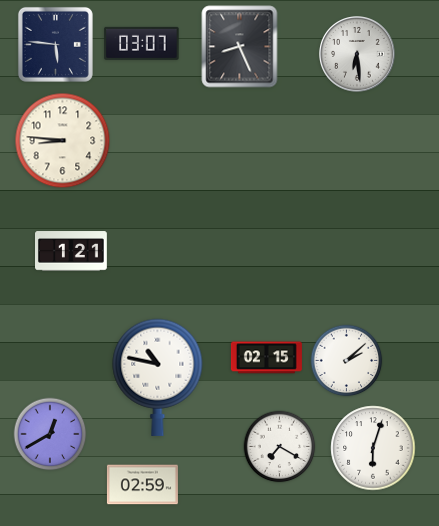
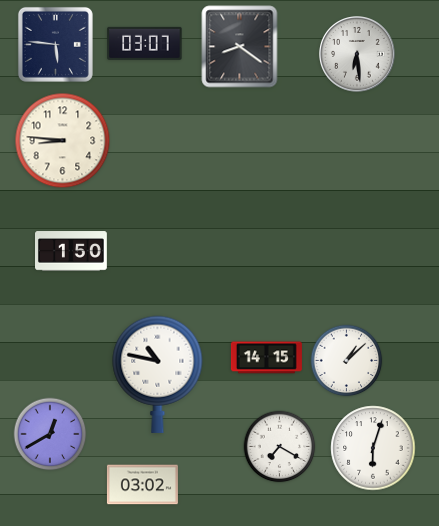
clock at (142, 43) position: (142, 43) -> (145, 43)
clock at (240, 47): 8:26 -> 8:21
clock at (72, 251): 1:21 -> 1:50
clock at (266, 358): 02:15 -> 14:15
clock at (347, 361): 2:08 -> 1:08
clock at (158, 377) position: (158, 377) -> (158, 374)
clock at (142, 485): 02:59 -> 03:02
